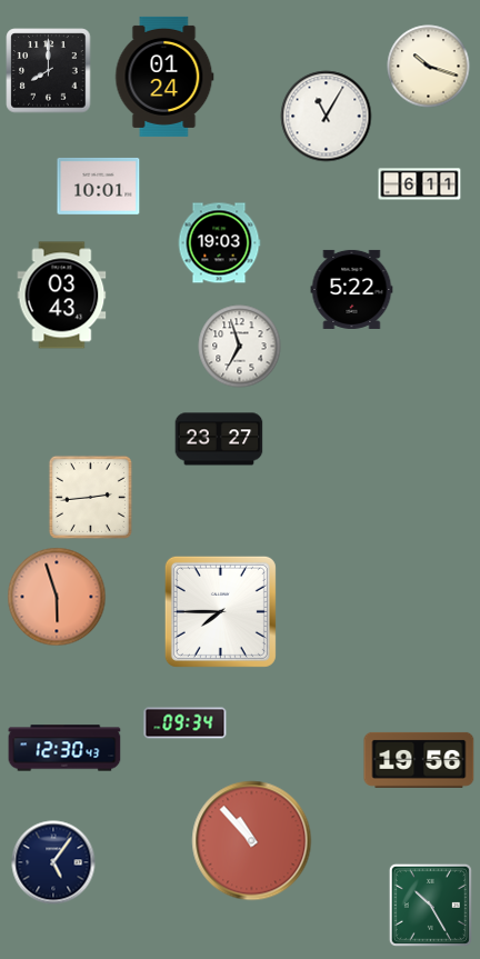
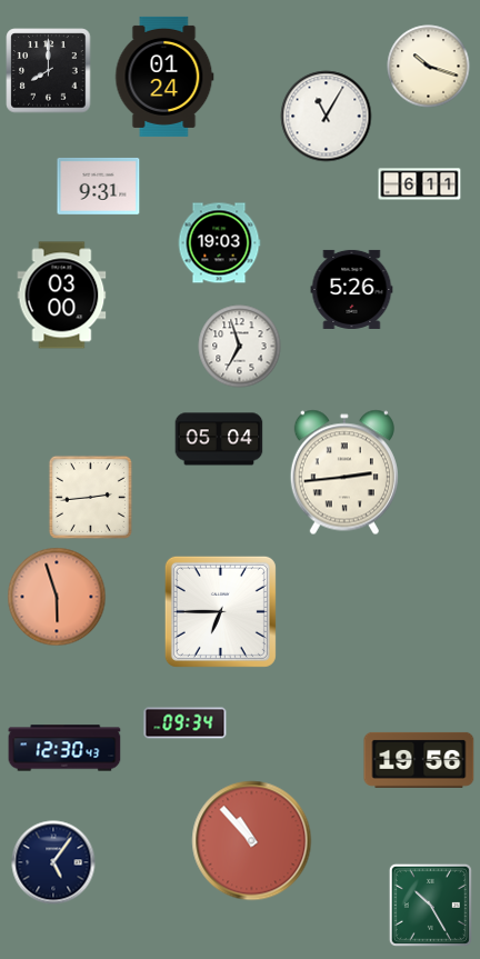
clock at (99, 186): 10:01 -> 9:31
clock at (352, 289): 5:22 -> 5:26
clock at (62, 296): 03:43 -> 03:00
clock at (219, 439): 23:27 -> 05:04
clock at (344, 472): none -> 2:44
clock at (220, 611): 7:45 -> 6:45
